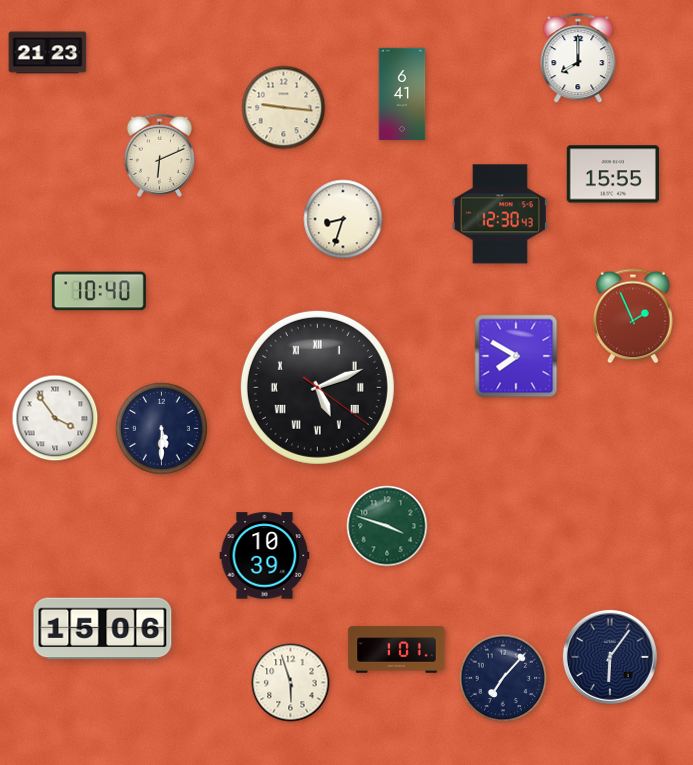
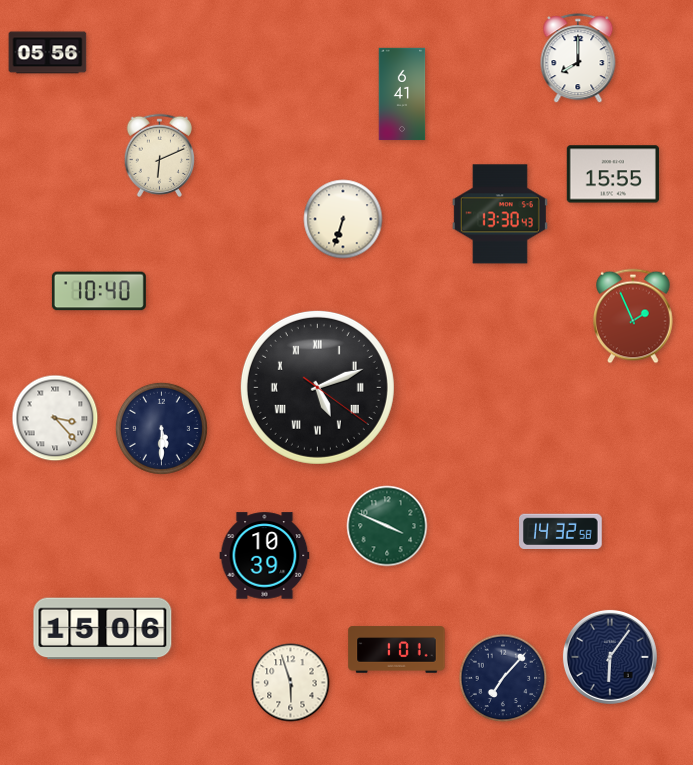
clock at (48, 53): 21:23 -> 05:56
clock at (284, 108): 9:16 -> none
clock at (500, 214): 12:30 -> 13:30
clock at (343, 219): 8:33 -> 6:33
clock at (516, 356): 7:50 -> none
clock at (55, 418): 3:54 -> 3:23
clock at (387, 526): 3:48 -> 3:49
clock at (561, 532): none -> 14:32
